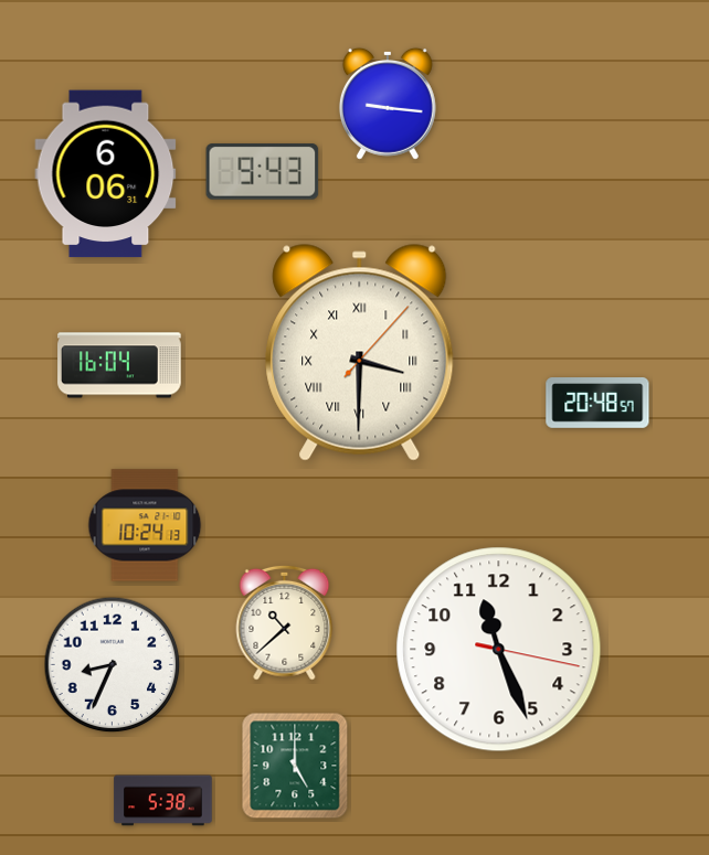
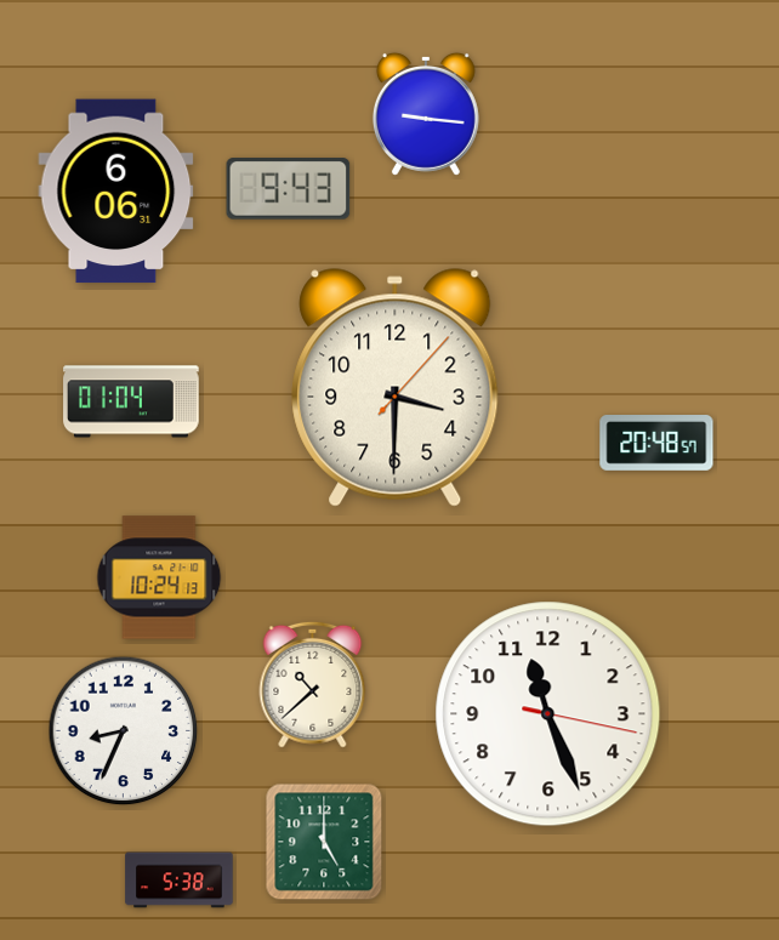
clock at (360, 353) numerals: Roman -> Arabic
clock at (119, 365): 16:04 -> 01:04
